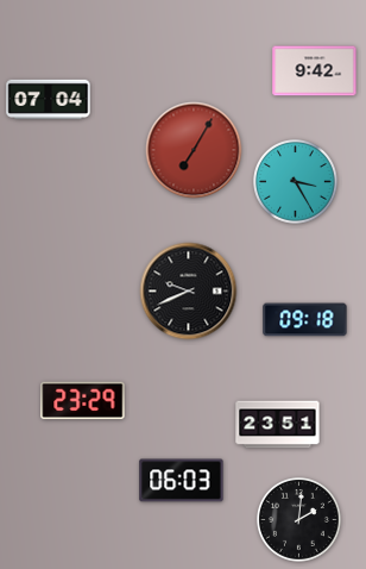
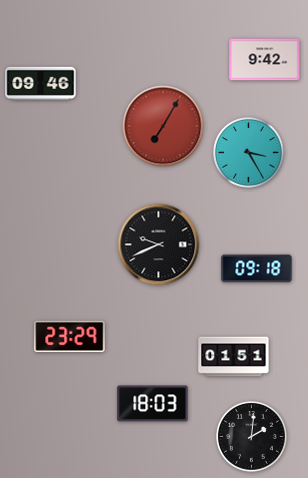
clock at (49, 99): 07:04 -> 09:46
clock at (278, 425): 23:51 -> 01:51
clock at (182, 481): 06:03 -> 18:03
